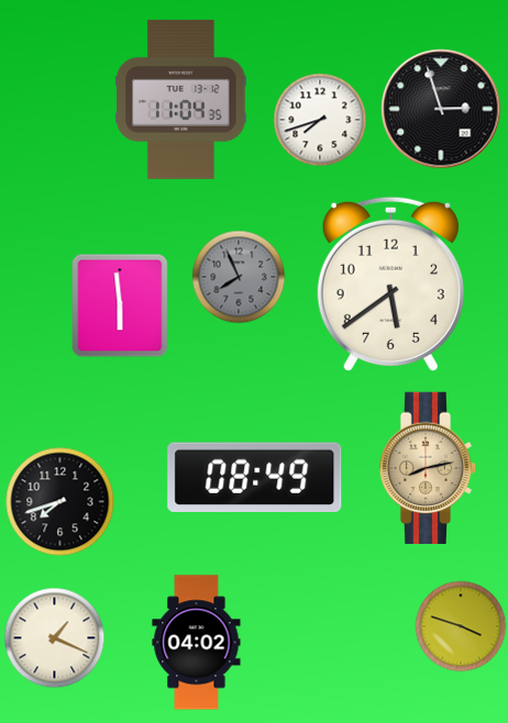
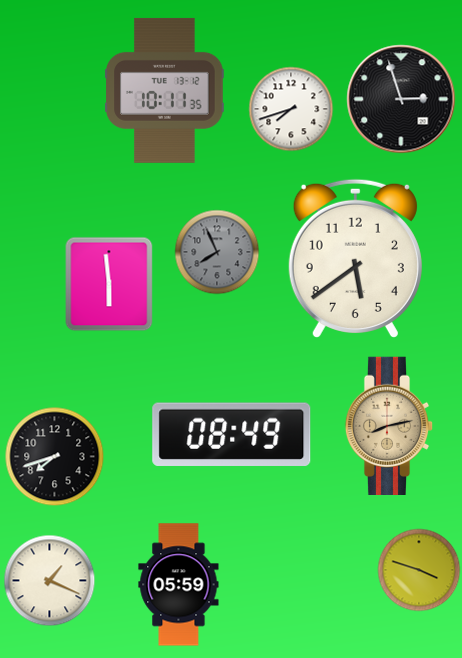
clock at (181, 99): 11:04 -> 10:11
clock at (120, 305) position: (120, 305) -> (109, 284)
clock at (197, 643): 04:02 -> 05:59
